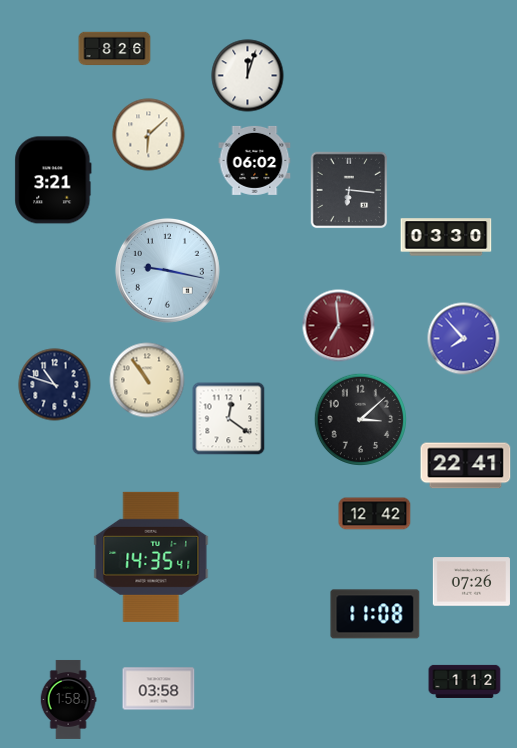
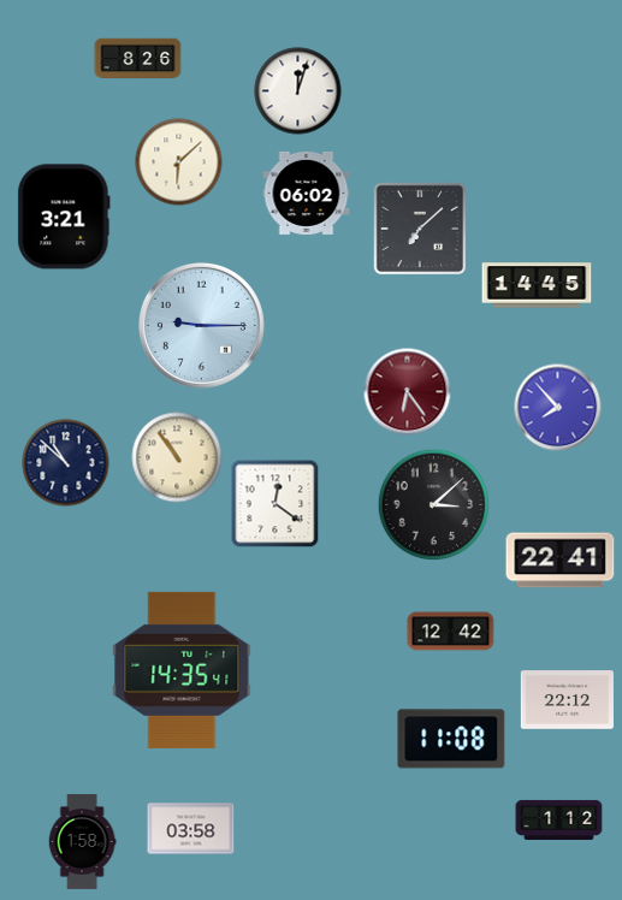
clock at (349, 190): 6:16 -> 7:08
clock at (446, 237): 03:30 -> 14:45
clock at (167, 270): 9:17 -> 9:15
clock at (339, 326): 6:59 -> 6:24
clock at (55, 385): 10:48 -> 10:52
clock at (375, 514) position: (375, 514) -> (451, 632)
clock at (471, 582): 07:26 -> 22:12
